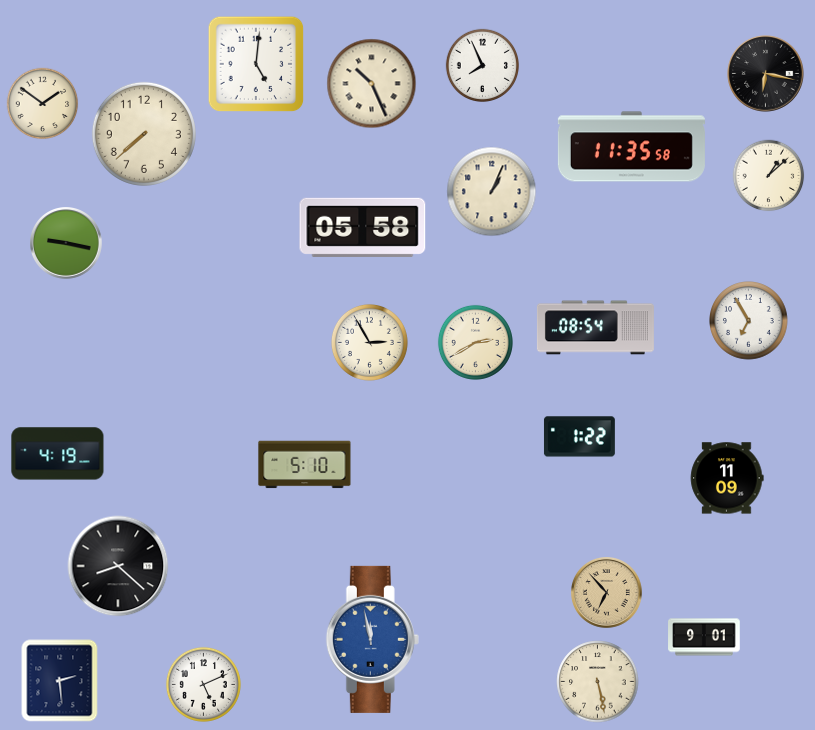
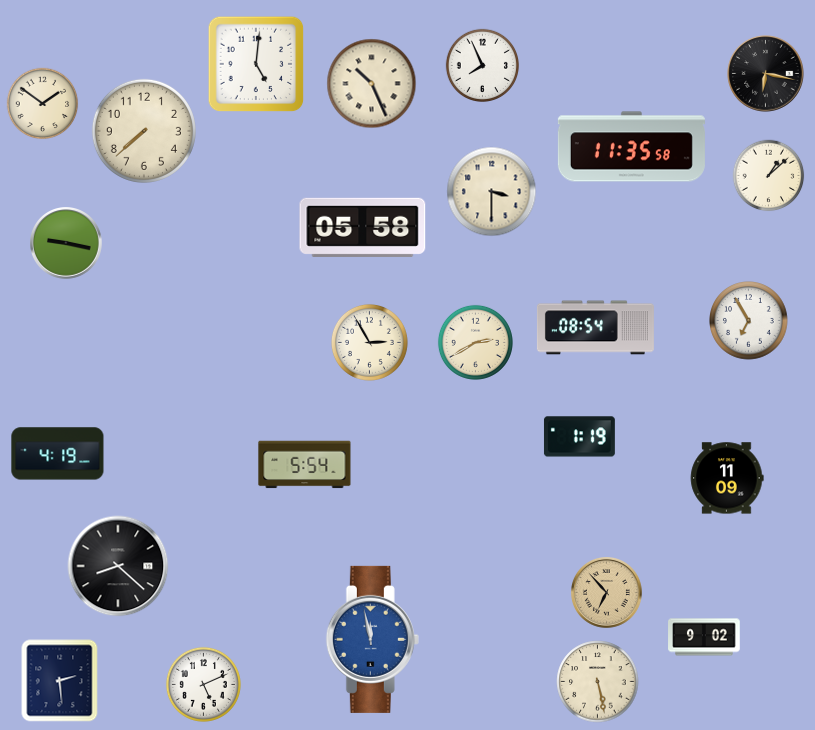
clock at (144, 134) position: (144, 134) -> (144, 131)
clock at (492, 192): 1:04 -> 3:30
clock at (579, 437): 1:22 -> 1:19
clock at (305, 465): 5:10 -> 5:54
clock at (704, 637): 9:01 -> 9:02
